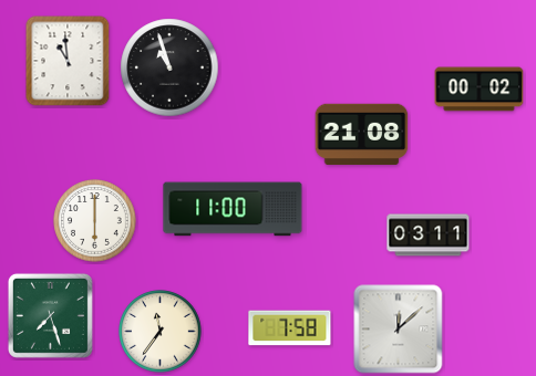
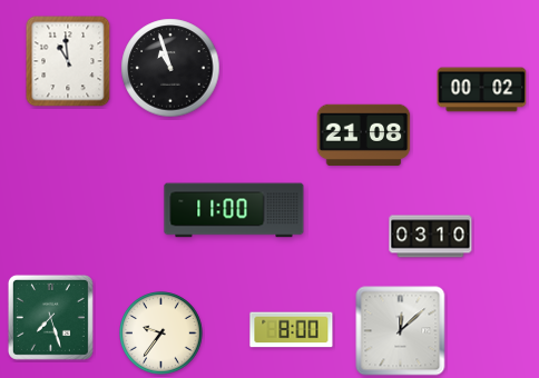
clock at (95, 221): 6:00 -> none
clock at (429, 236): 03:11 -> 03:10
clock at (290, 328): 7:58 -> 8:00
clock at (161, 332): 11:36 -> 9:36
